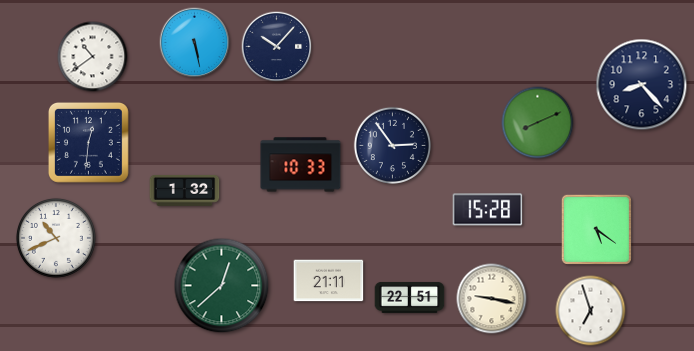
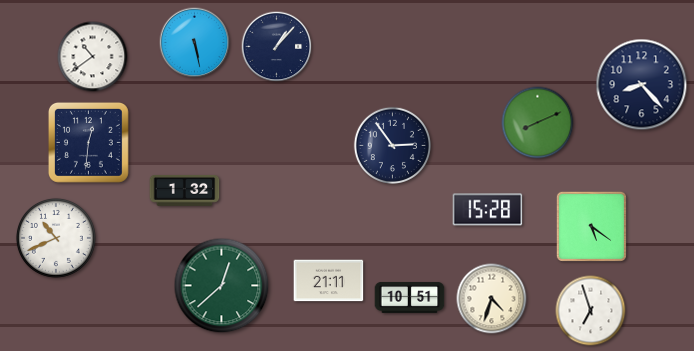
clock at (277, 47): 10:07 -> 1:07
clock at (301, 165): 10:33 -> none
clock at (596, 229) position: (596, 229) -> (591, 226)
clock at (410, 297): 22:51 -> 10:51
clock at (492, 299): 9:17 -> 4:33
